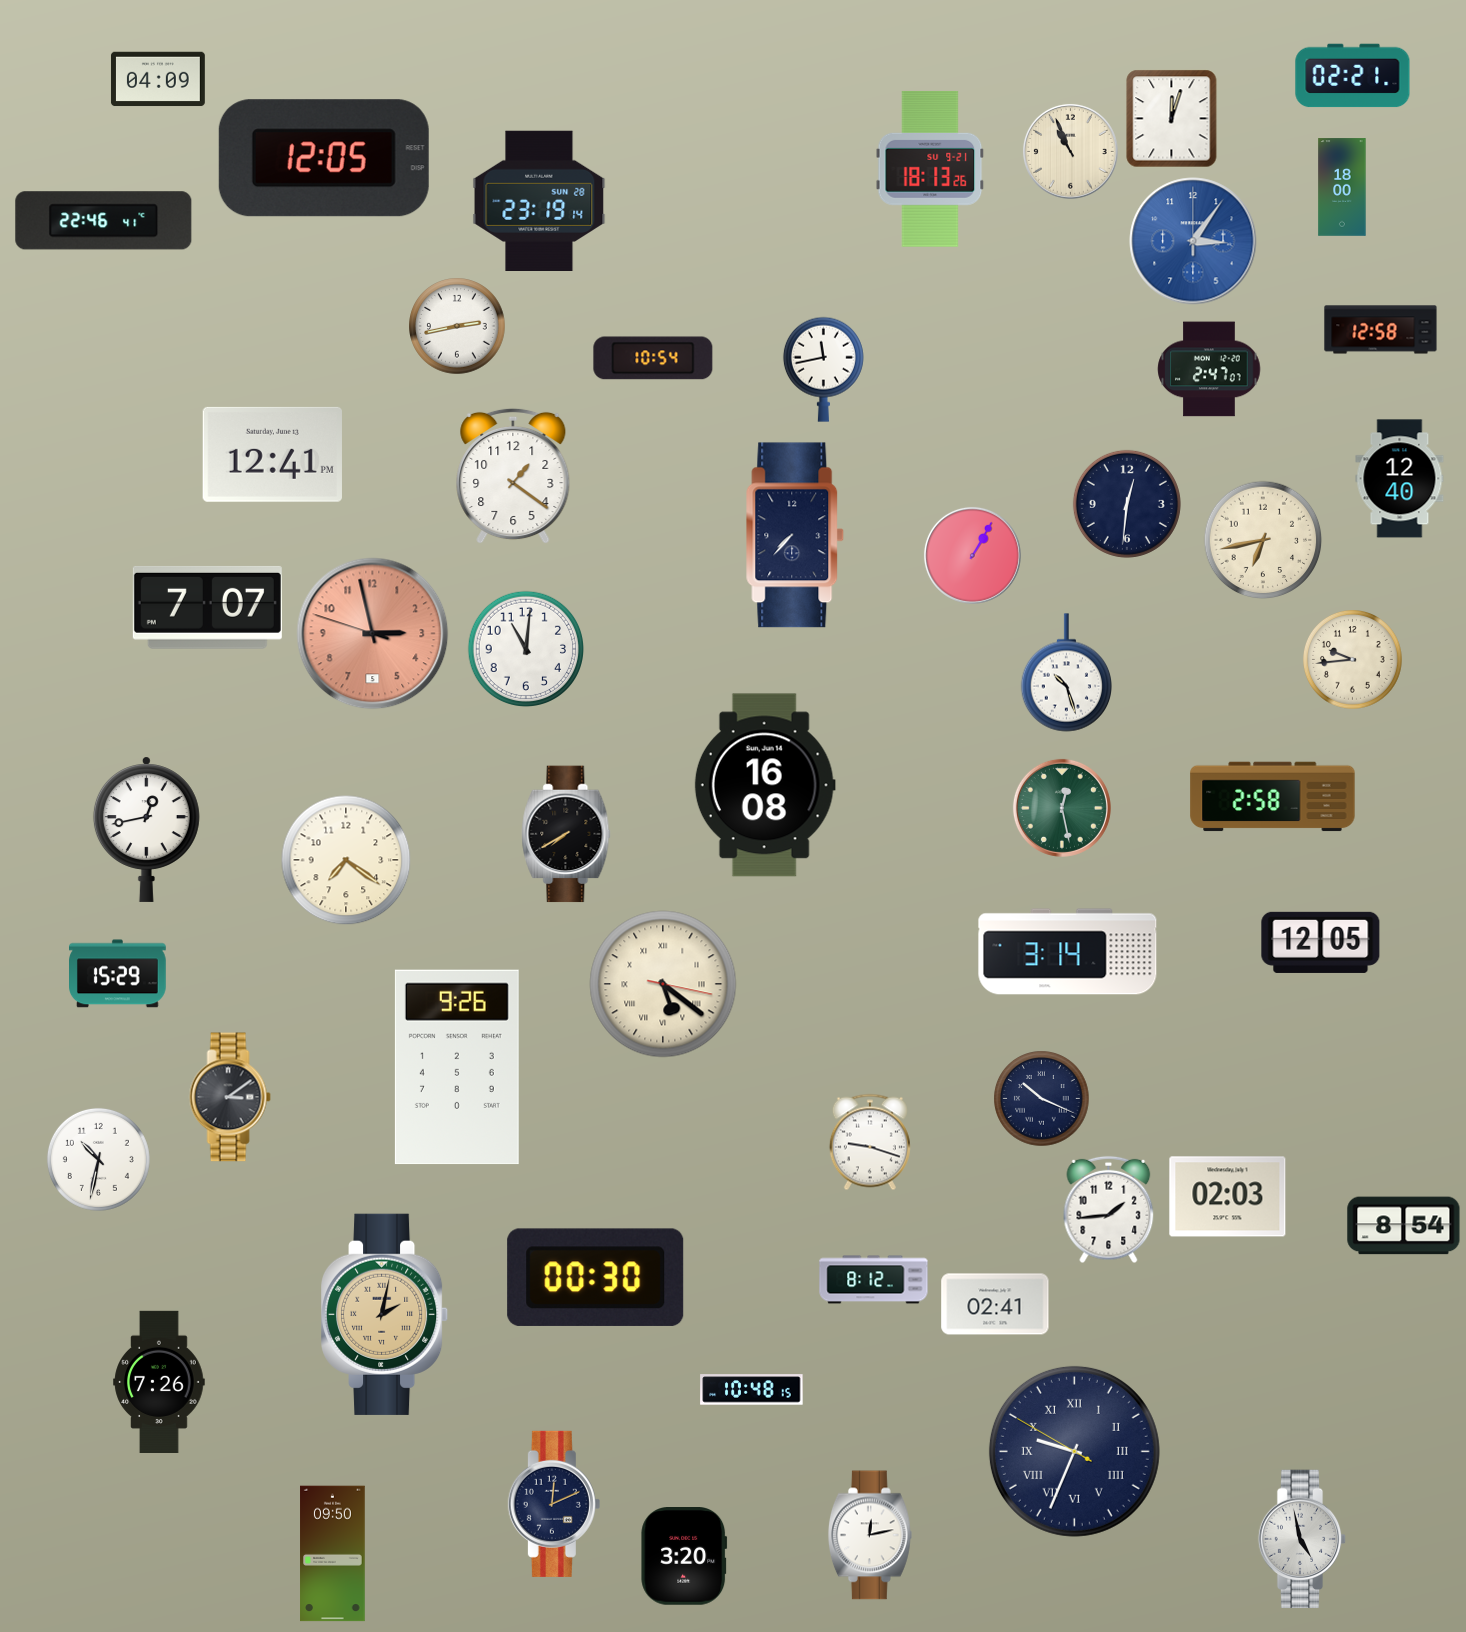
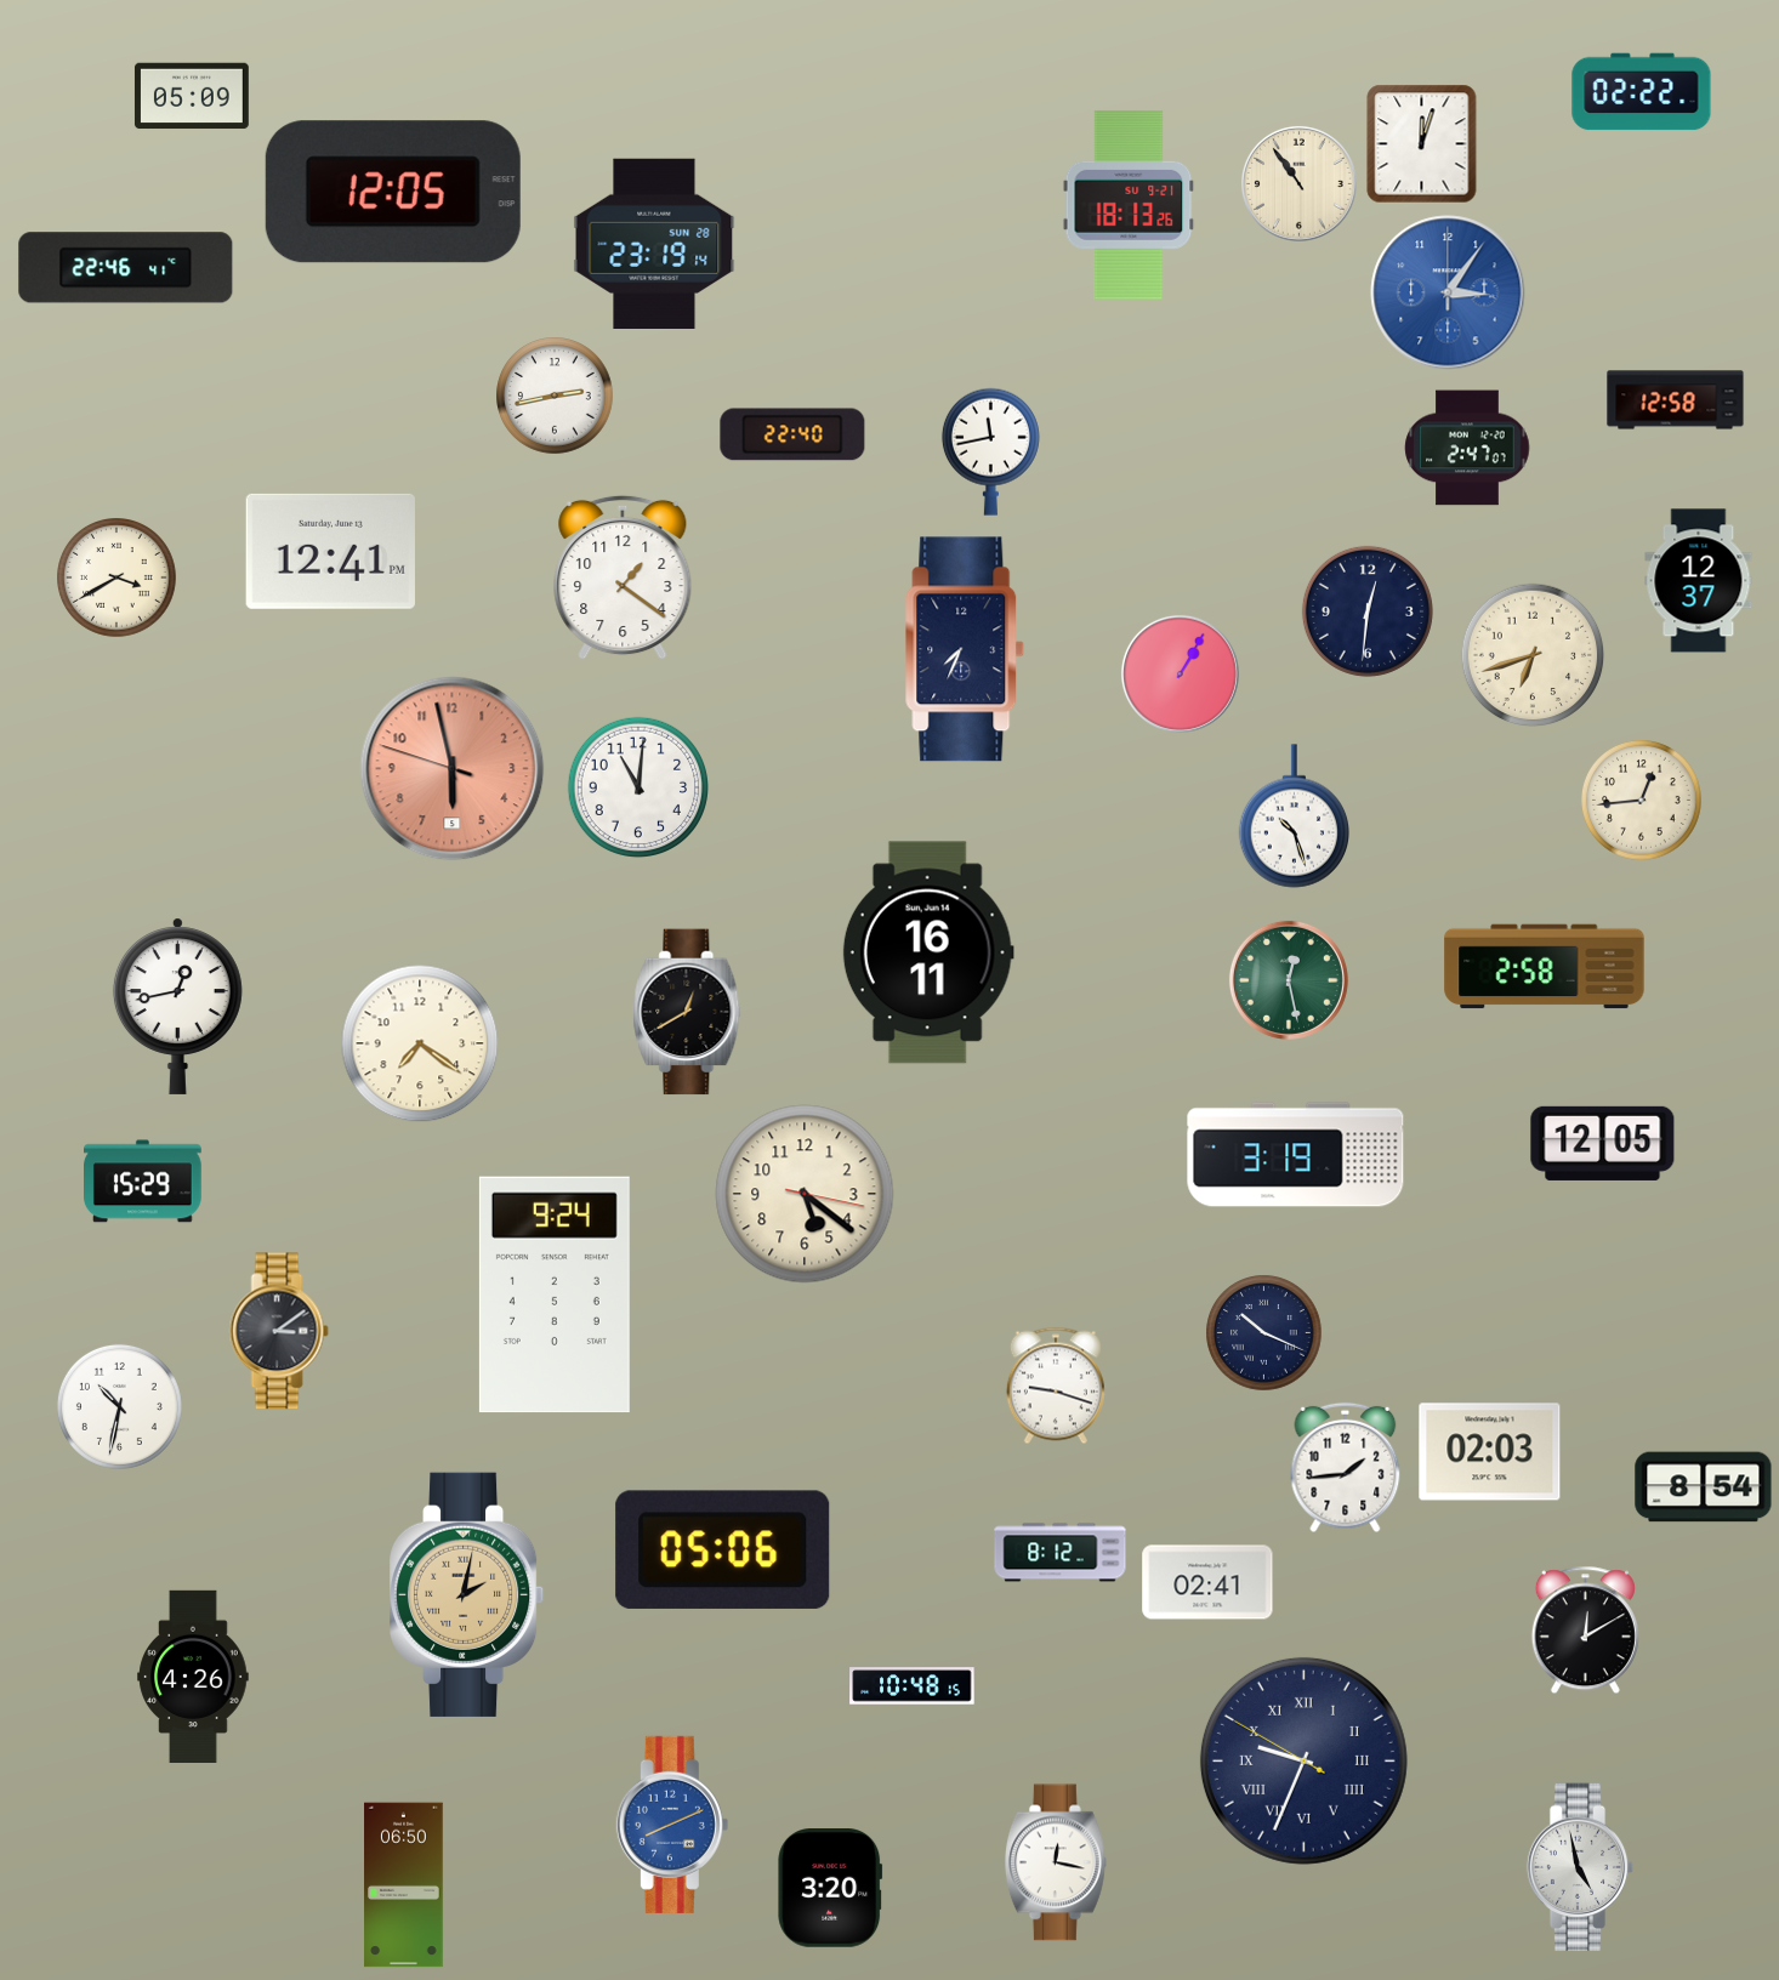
clock at (1353, 76): 02:21 -> 02:22
clock at (158, 79): 04:09 -> 05:09
clock at (1070, 151): 10:56 -> 10:54
clock at (1342, 187): 18:00 -> none
clock at (653, 358): 10:54 -> 22:40
clock at (823, 369) position: (823, 369) -> (990, 451)
clock at (118, 579): none -> 3:40
clock at (1400, 479): 12:40 -> 12:37
clock at (795, 535): 7:37 -> 7:34
clock at (1263, 540): 6:43 -> 6:42
clock at (207, 607): 7:07 -> none
clock at (373, 634): 2:57 -> 5:57
clock at (1353, 660): 9:44 -> 12:44
clock at (765, 785): 16:08 -> 16:11
clock at (566, 834): 7:40 -> 12:40
clock at (1068, 952): 3:14 -> 3:19
clock at (663, 984) numerals: Roman -> Arabic
clock at (457, 1067): 9:26 -> 9:24
clock at (596, 1277): 00:30 -> 05:06
clock at (1585, 1629): none -> 12:10
clock at (159, 1381): 7:26 -> 4:26
clock at (554, 1504): 12:11 -> 8:11
clock at (554, 1504) dial: navy -> blue
clock at (870, 1535): 12:13 -> 12:17
clock at (333, 1554): 09:50 -> 06:50
